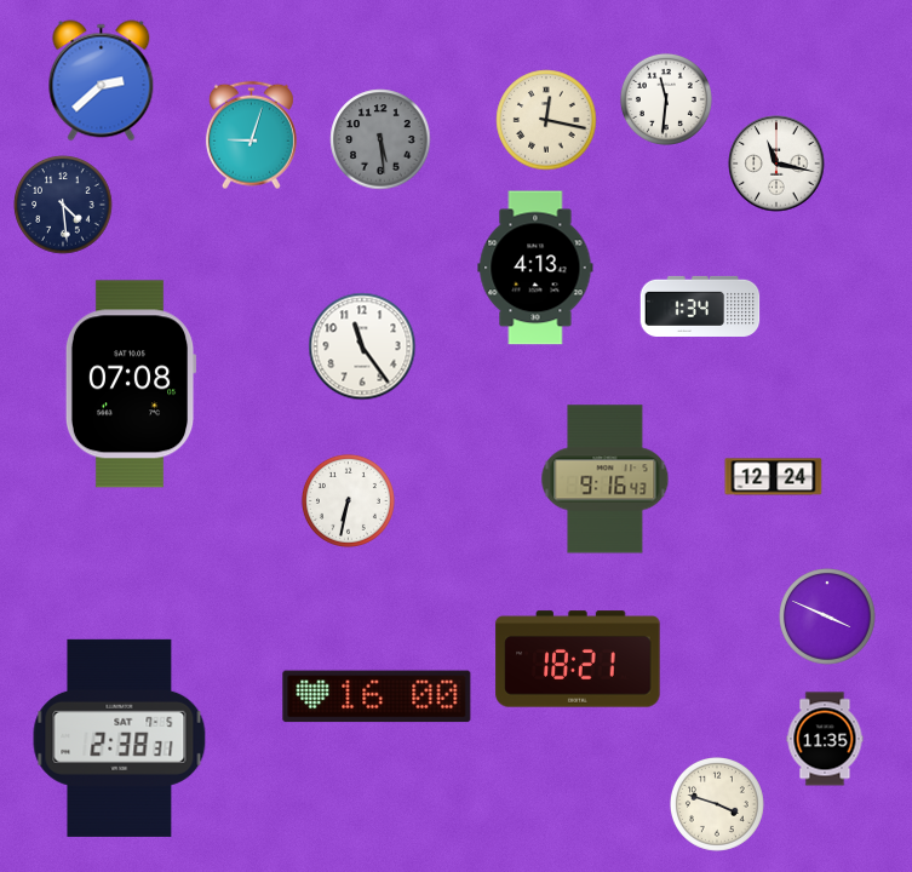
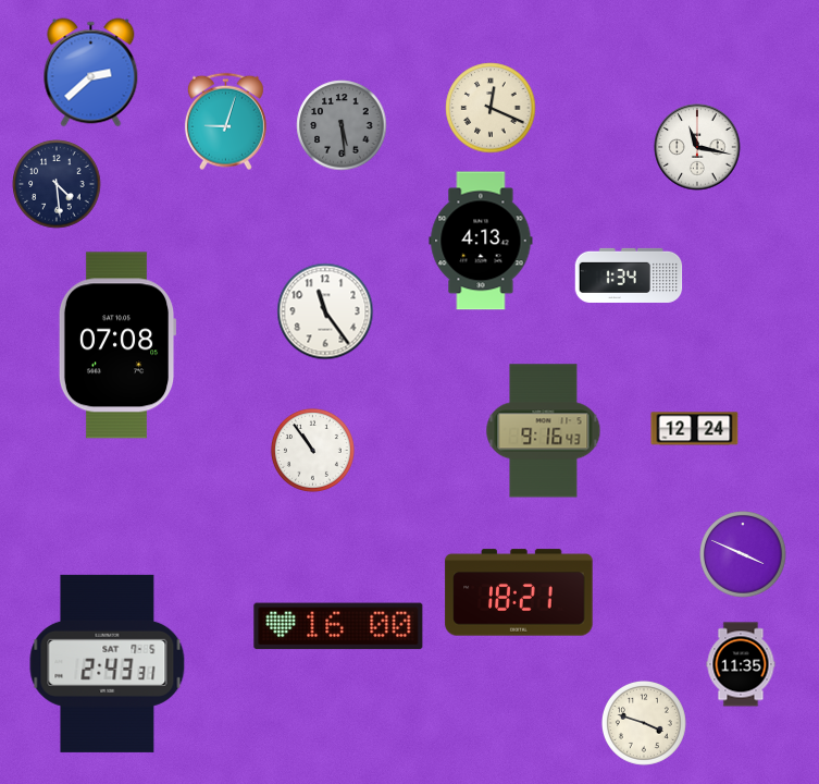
clock at (666, 99): 11:31 -> none
clock at (546, 120): 12:17 -> 12:19
clock at (348, 500): 6:32 -> 10:54
clock at (120, 738): 2:38 -> 2:43
